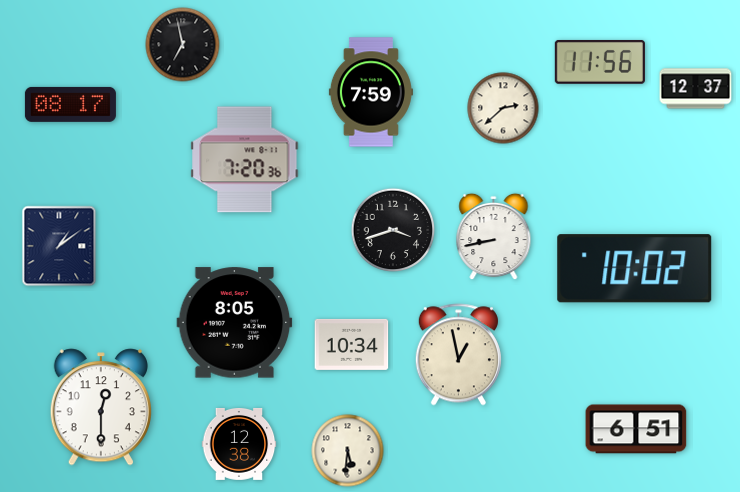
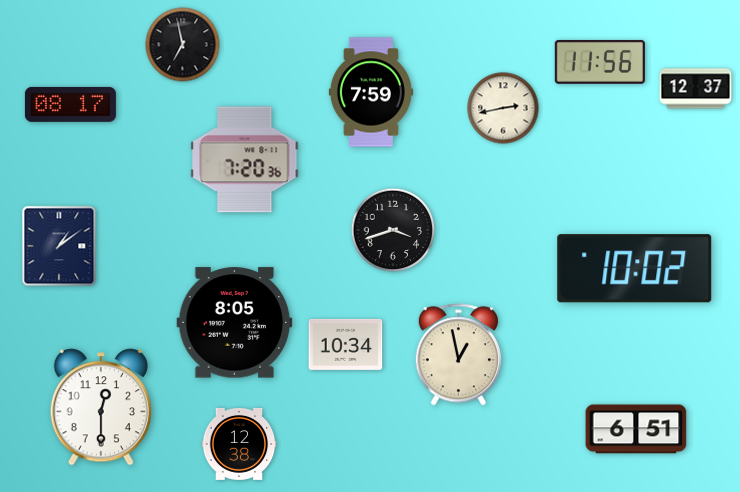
clock at (503, 108): 2:38 -> 2:43
clock at (494, 237): 8:43 -> none
clock at (352, 344) position: (352, 344) -> (346, 344)
clock at (348, 451): 5:31 -> none
